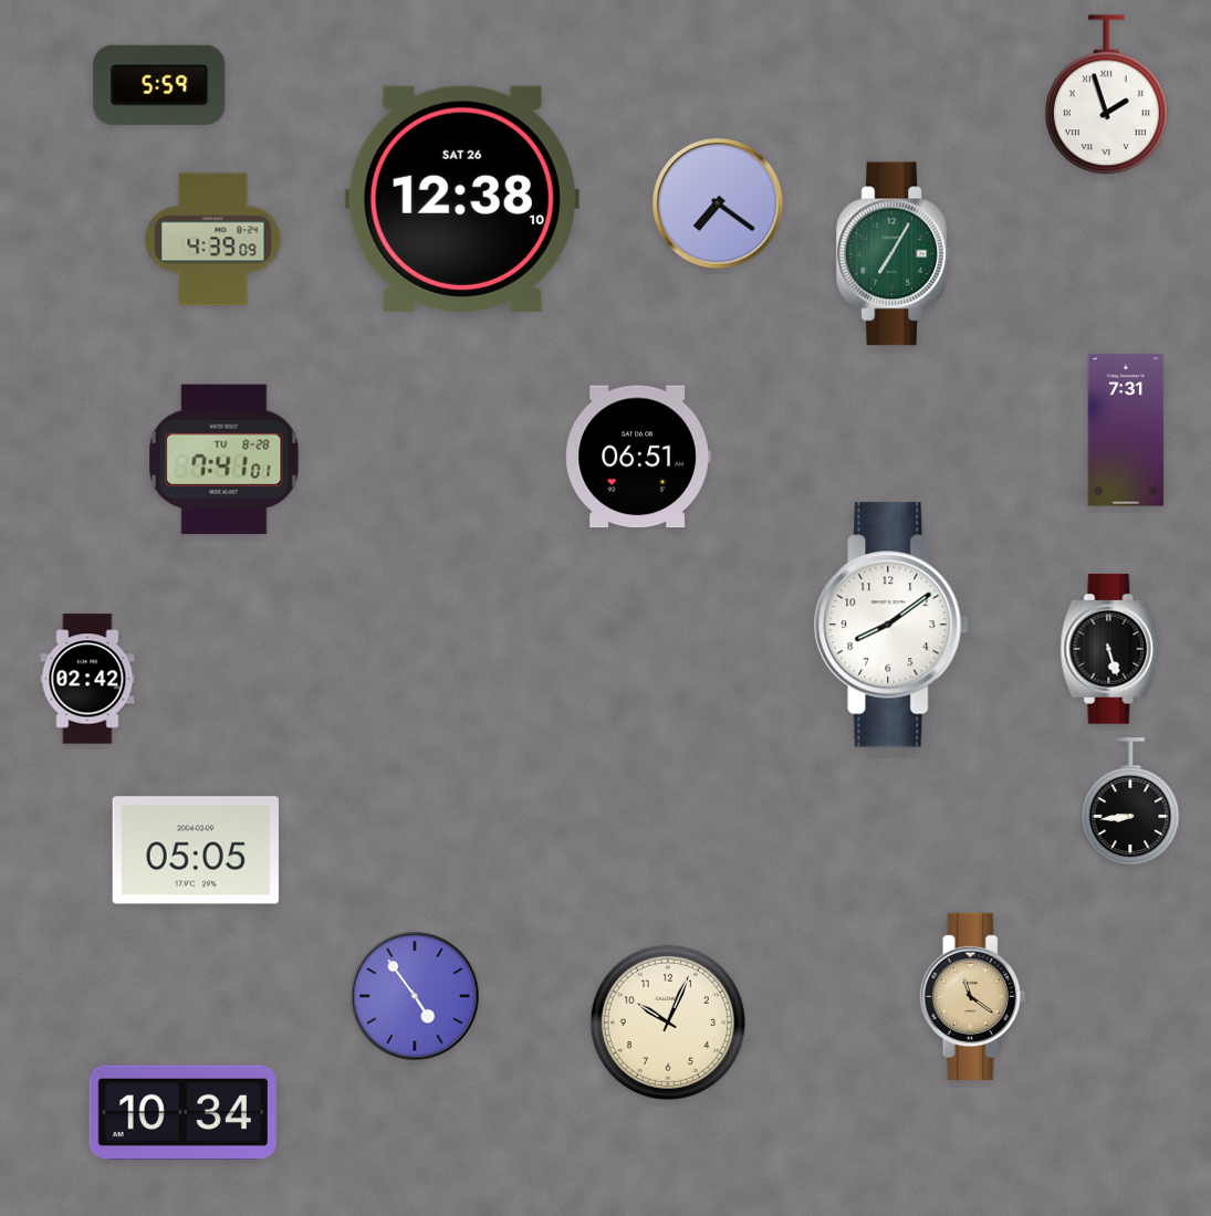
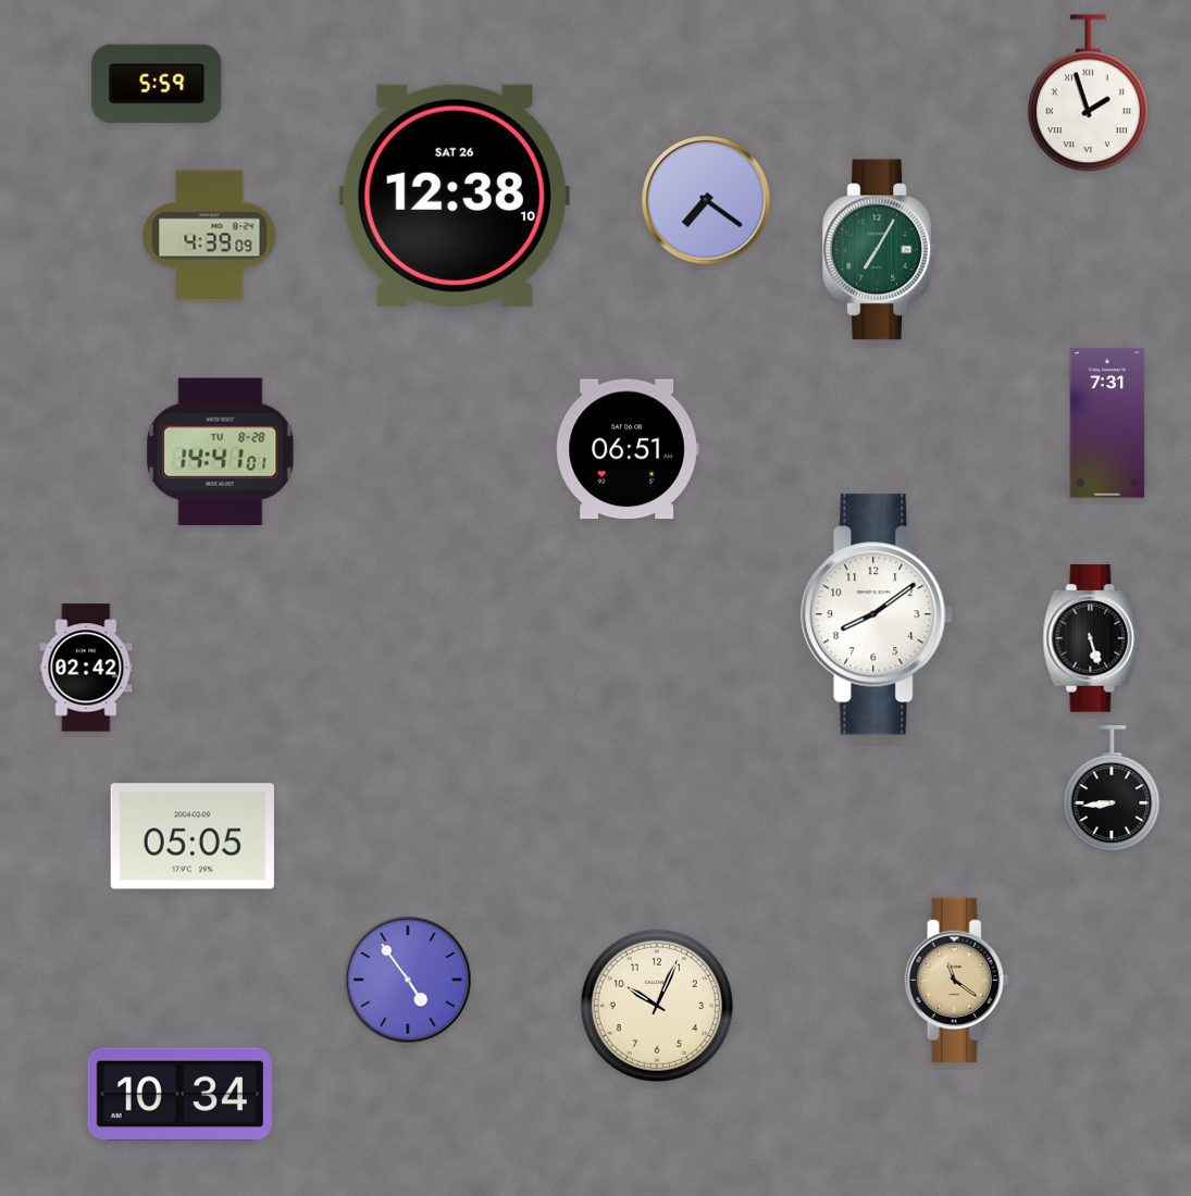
clock at (225, 460): 7:41 -> 14:41
